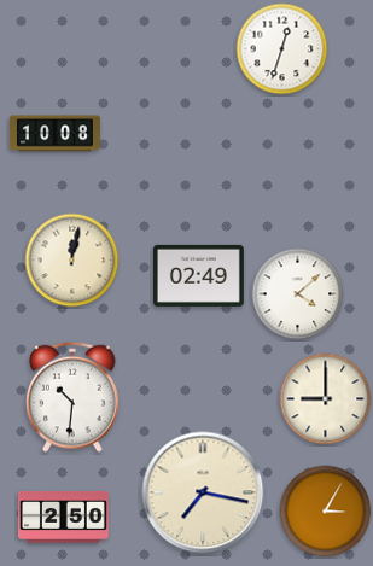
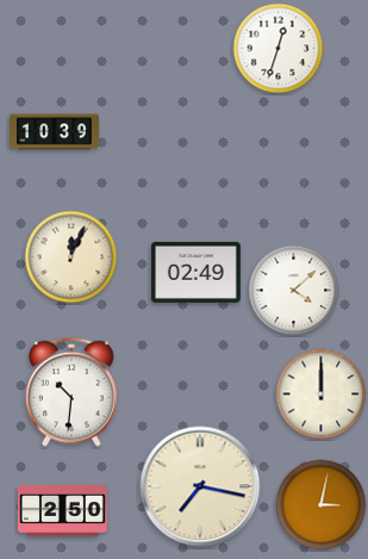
clock at (56, 134): 10:08 -> 10:39
clock at (72, 261): 12:02 -> 12:04
clock at (326, 399): 9:00 -> 12:00
clock at (326, 512): 3:05 -> 3:02
